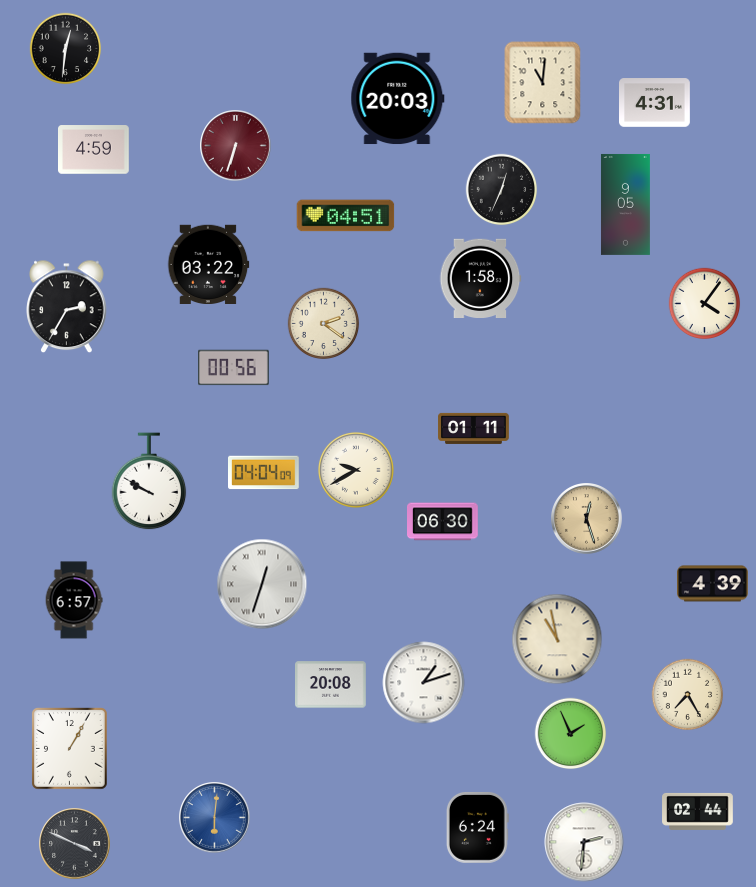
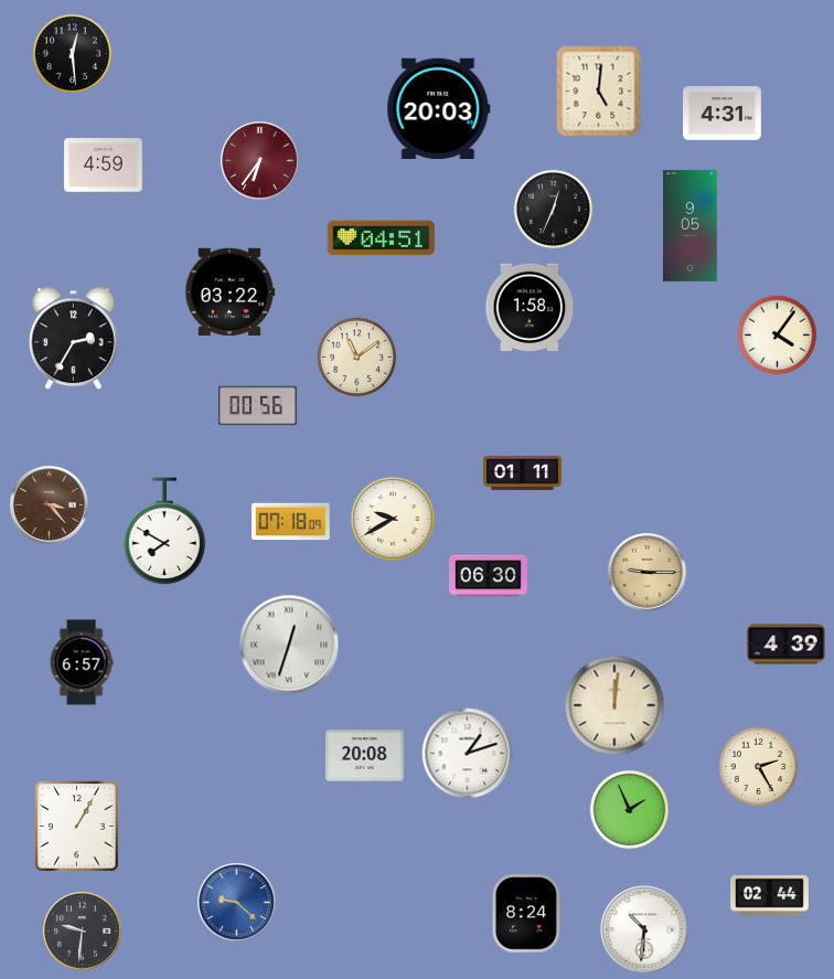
clock at (66, 49): 12:31 -> 12:29
clock at (543, 83): 11:01 -> 5:01
clock at (236, 146): 6:33 -> 6:36
clock at (324, 324): 2:21 -> 11:09
clock at (50, 506): none -> 3:23
clock at (264, 473): 04:04 -> 07:18
clock at (149, 482): 9:50 -> 7:50
clock at (587, 519): 12:27 -> 9:15
clock at (557, 639): 10:58 -> 12:01
clock at (688, 695): 7:25 -> 2:25
clock at (215, 818): 6:01 -> 9:22
clock at (477, 828): 6:24 -> 8:24
clock at (584, 842): 2:31 -> 10:31
clock at (75, 844): 3:49 -> 9:31
